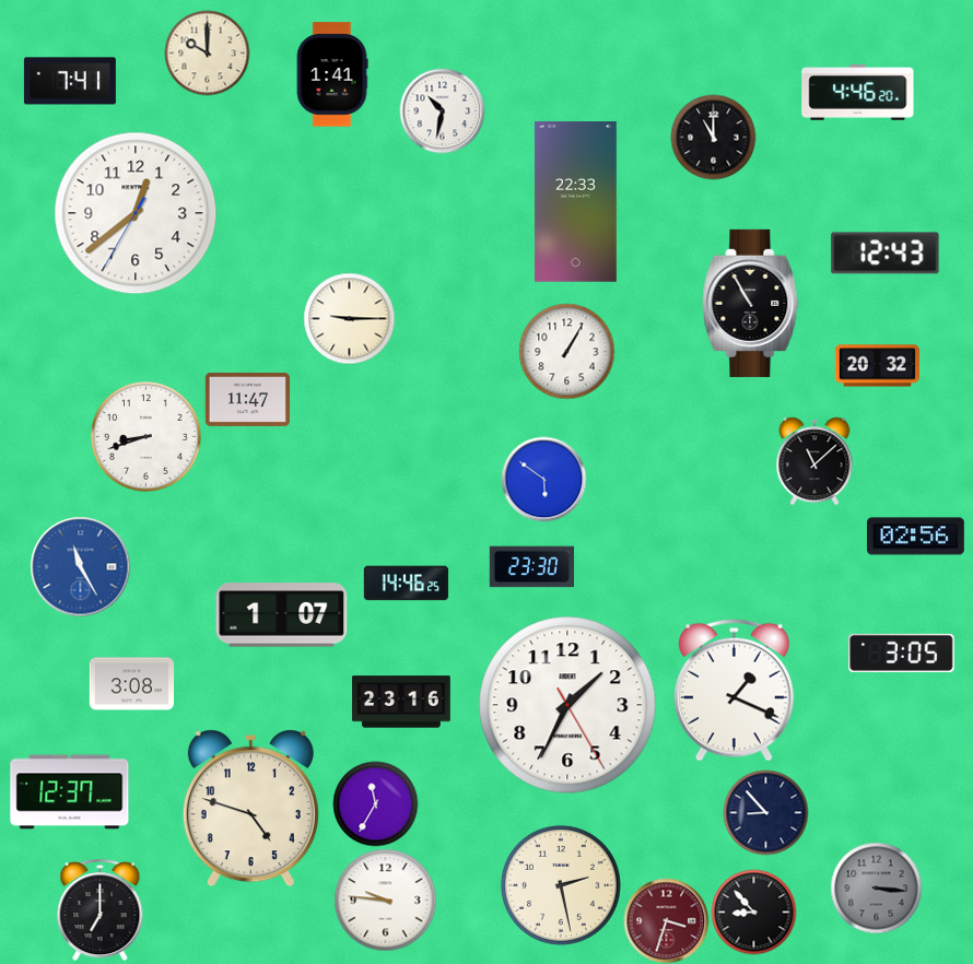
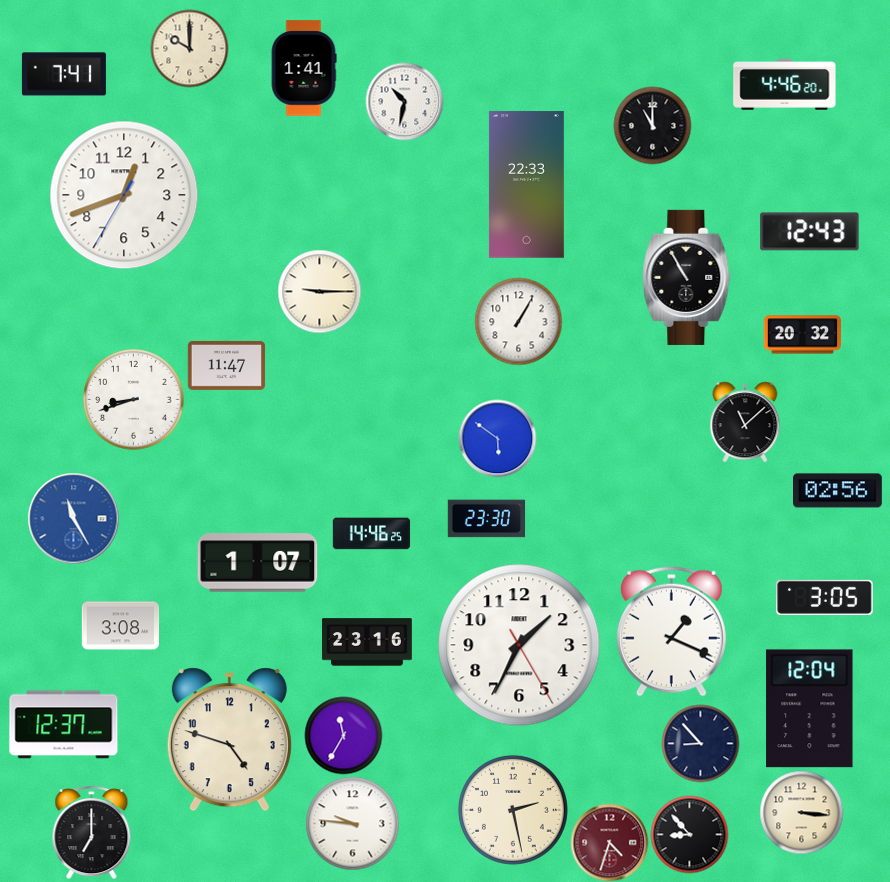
clock at (136, 213): 12:38 -> 12:41
clock at (810, 709): none -> 12:04
clock at (876, 887) dial: grey -> cream
clock at (666, 920): 3:33 -> 4:33
